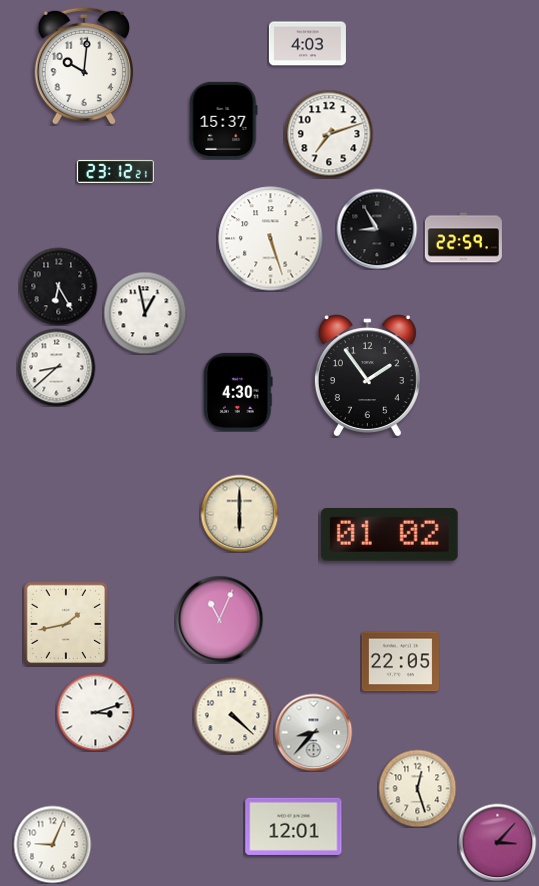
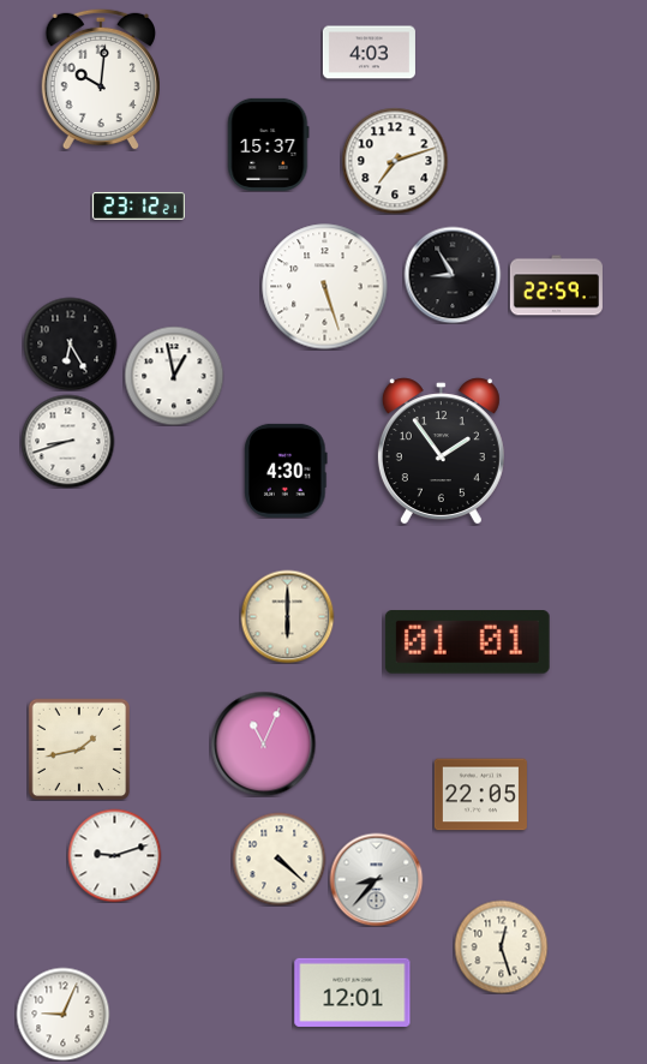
clock at (56, 367): 8:38 -> 8:42
clock at (389, 535): 01:02 -> 01:01
clock at (95, 712): 3:12 -> 9:12
clock at (497, 842): 3:07 -> none
